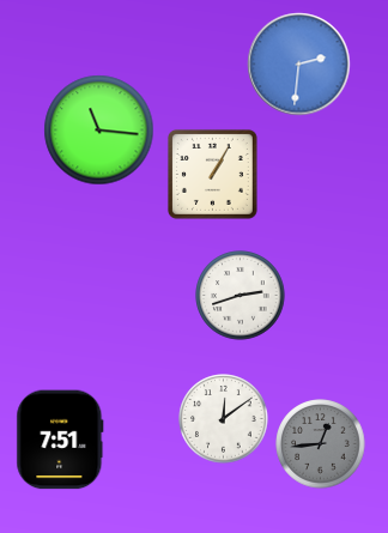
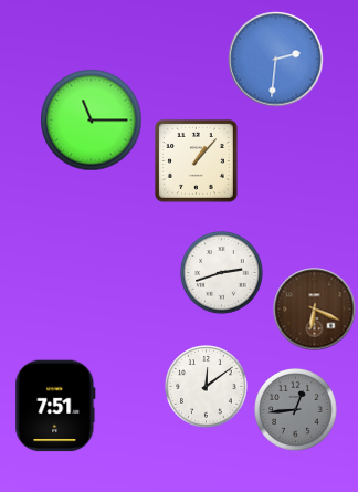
clock at (99, 131): 11:16 -> 11:15
clock at (212, 174): 1:05 -> 1:07
clock at (315, 310): none -> 6:19
